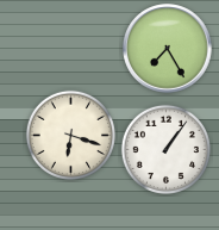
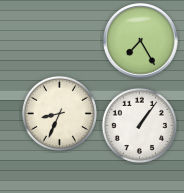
clock at (70, 135): 6:18 -> 8:34
